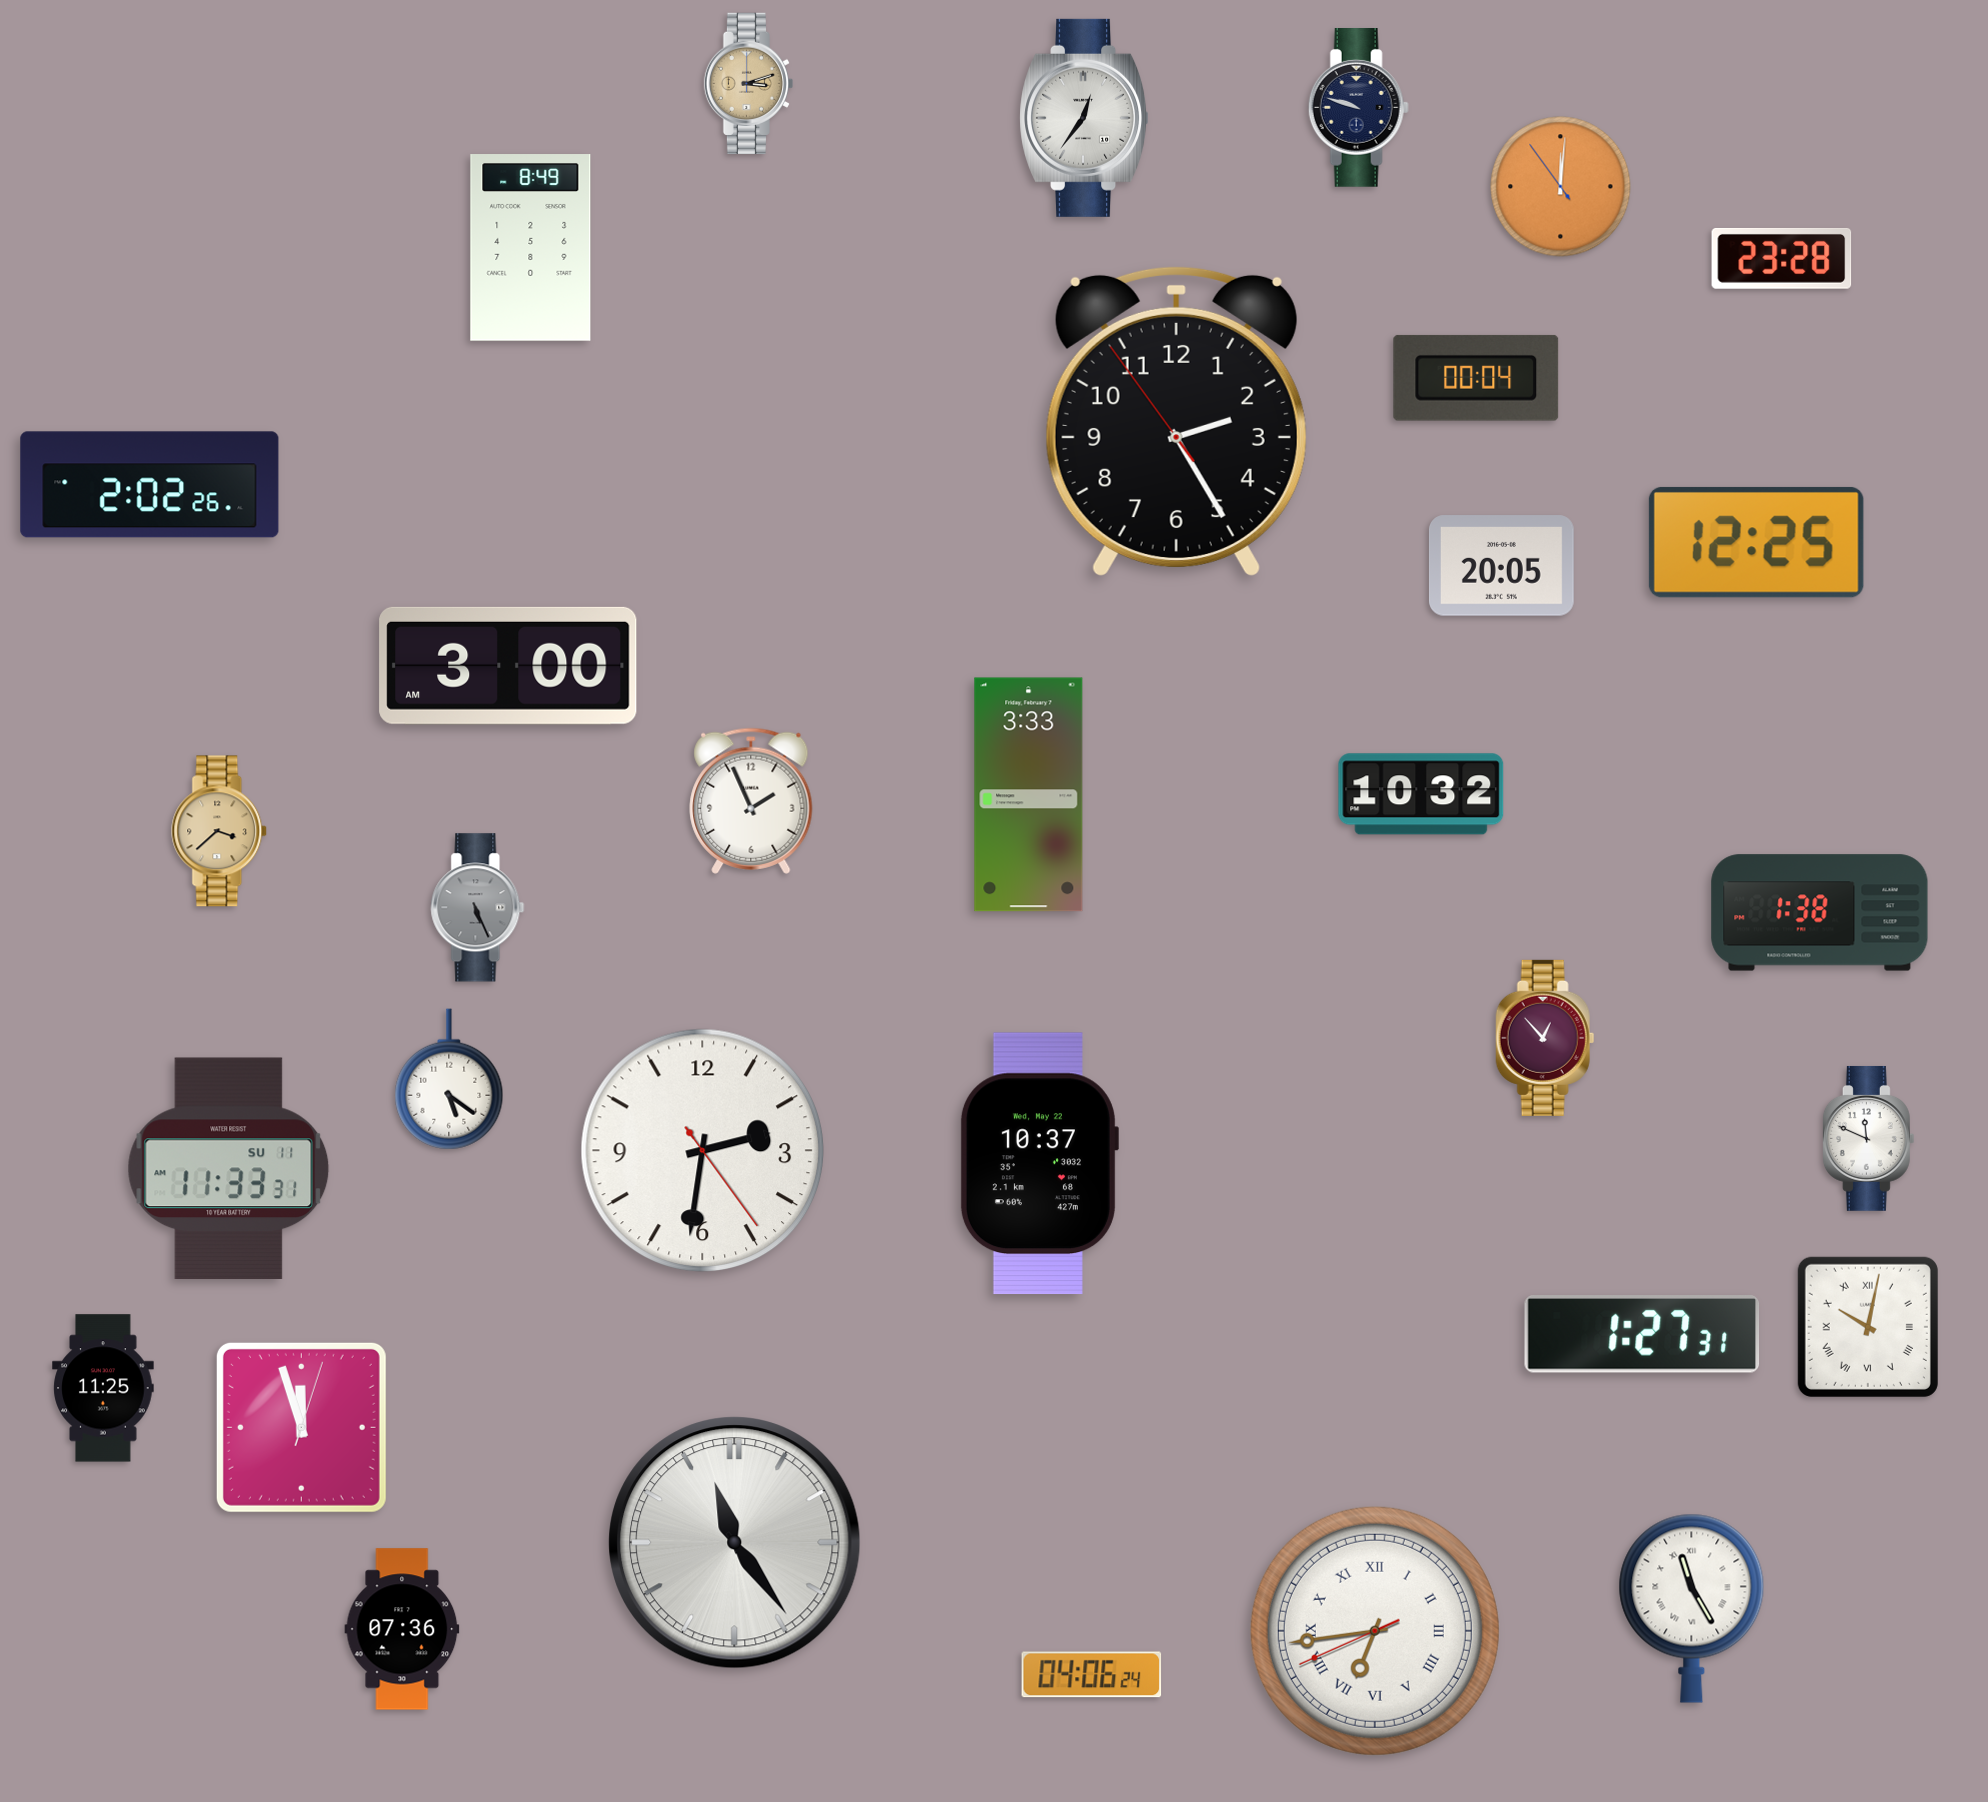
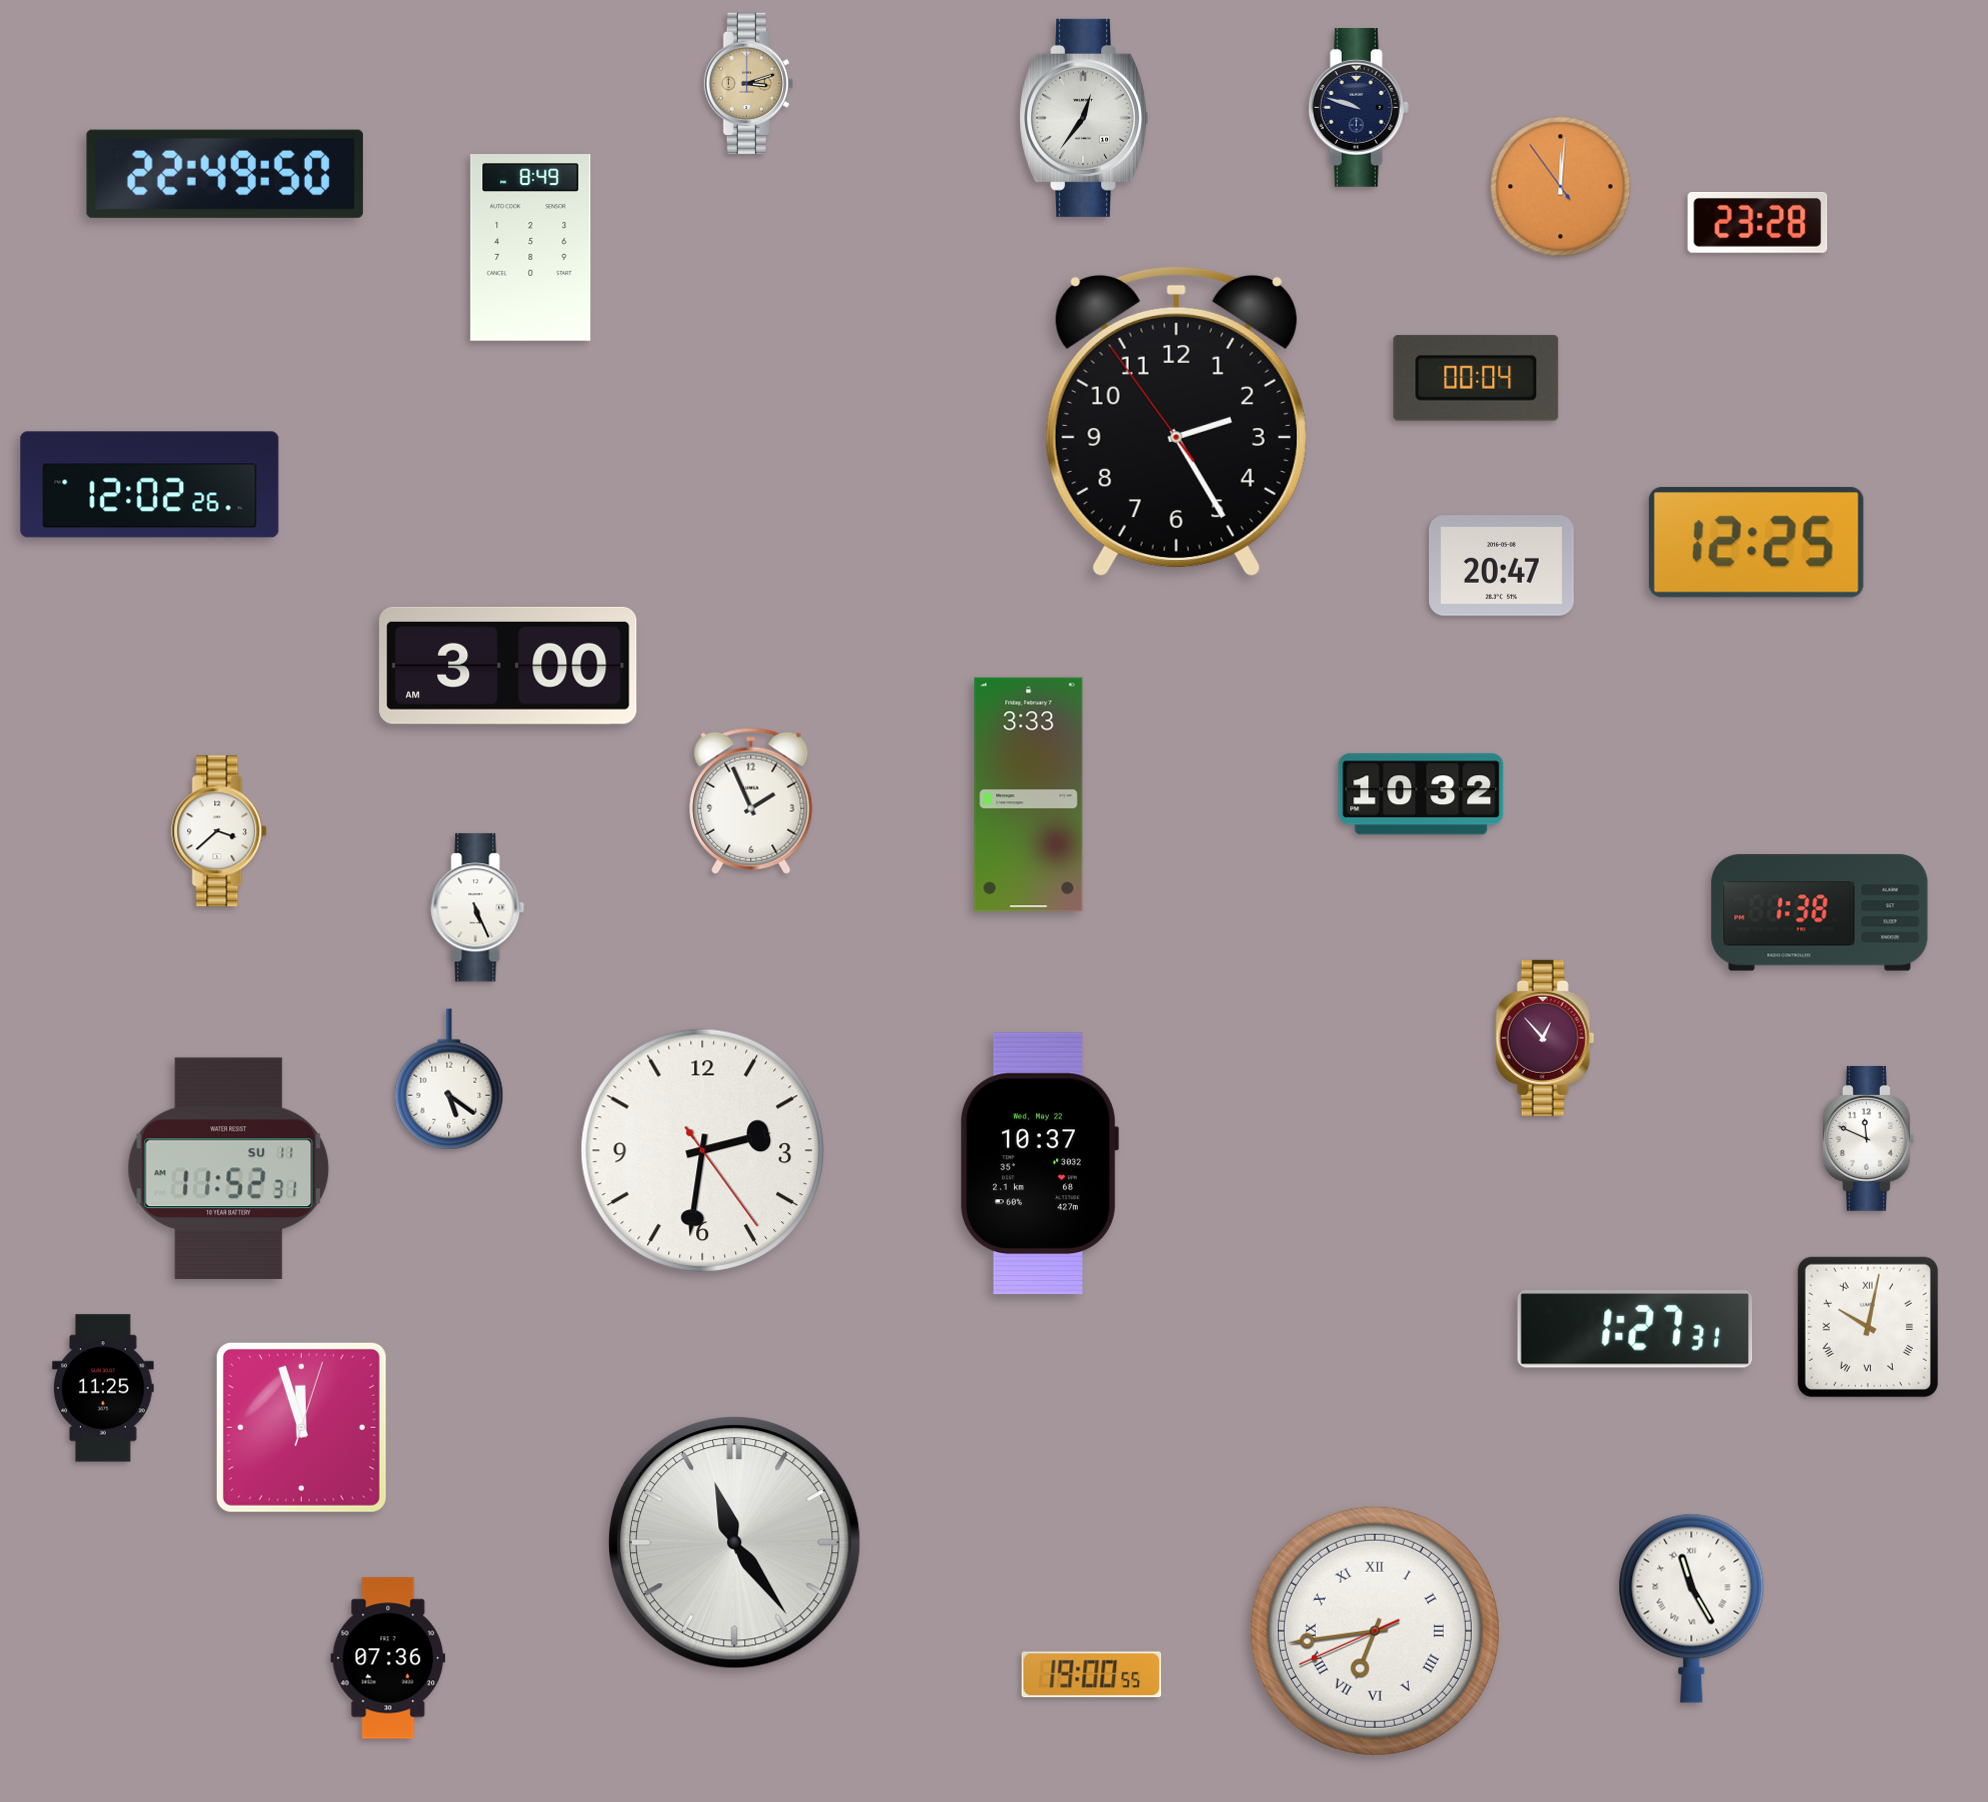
clock at (225, 174): none -> 22:49
clock at (1782, 258) position: (1782, 258) -> (1758, 222)
clock at (150, 485): 2:02 -> 12:02
clock at (1501, 566): 20:05 -> 20:47
clock at (220, 831) dial: champagne -> white
clock at (478, 908) dial: grey -> white
clock at (229, 1168): 11:33 -> 11:52
clock at (1642, 1335) position: (1642, 1335) -> (1635, 1330)
clock at (402, 1629) position: (402, 1629) -> (388, 1658)
clock at (1092, 1675): 04:06 -> 19:00
